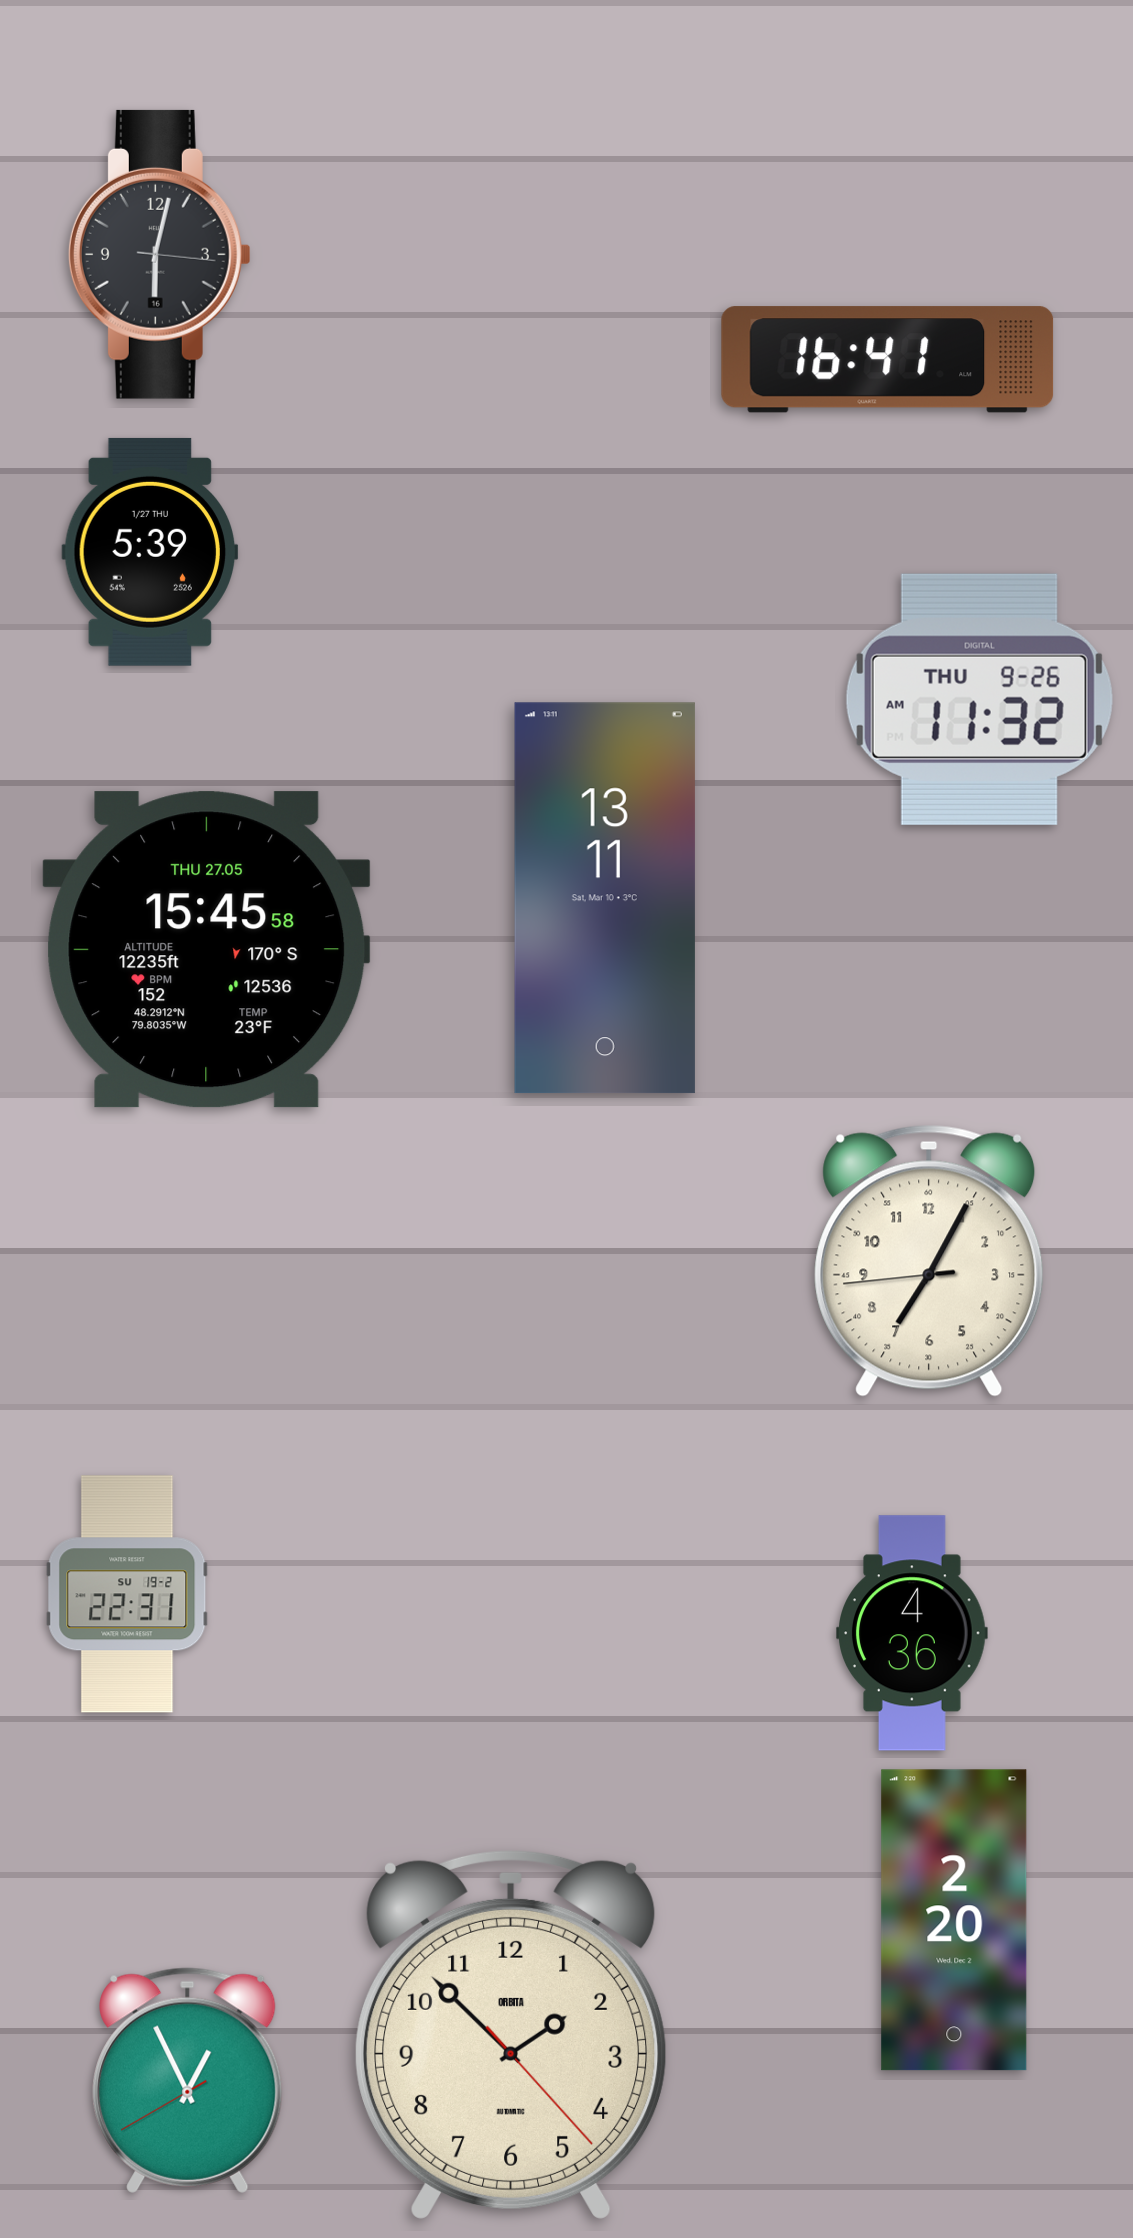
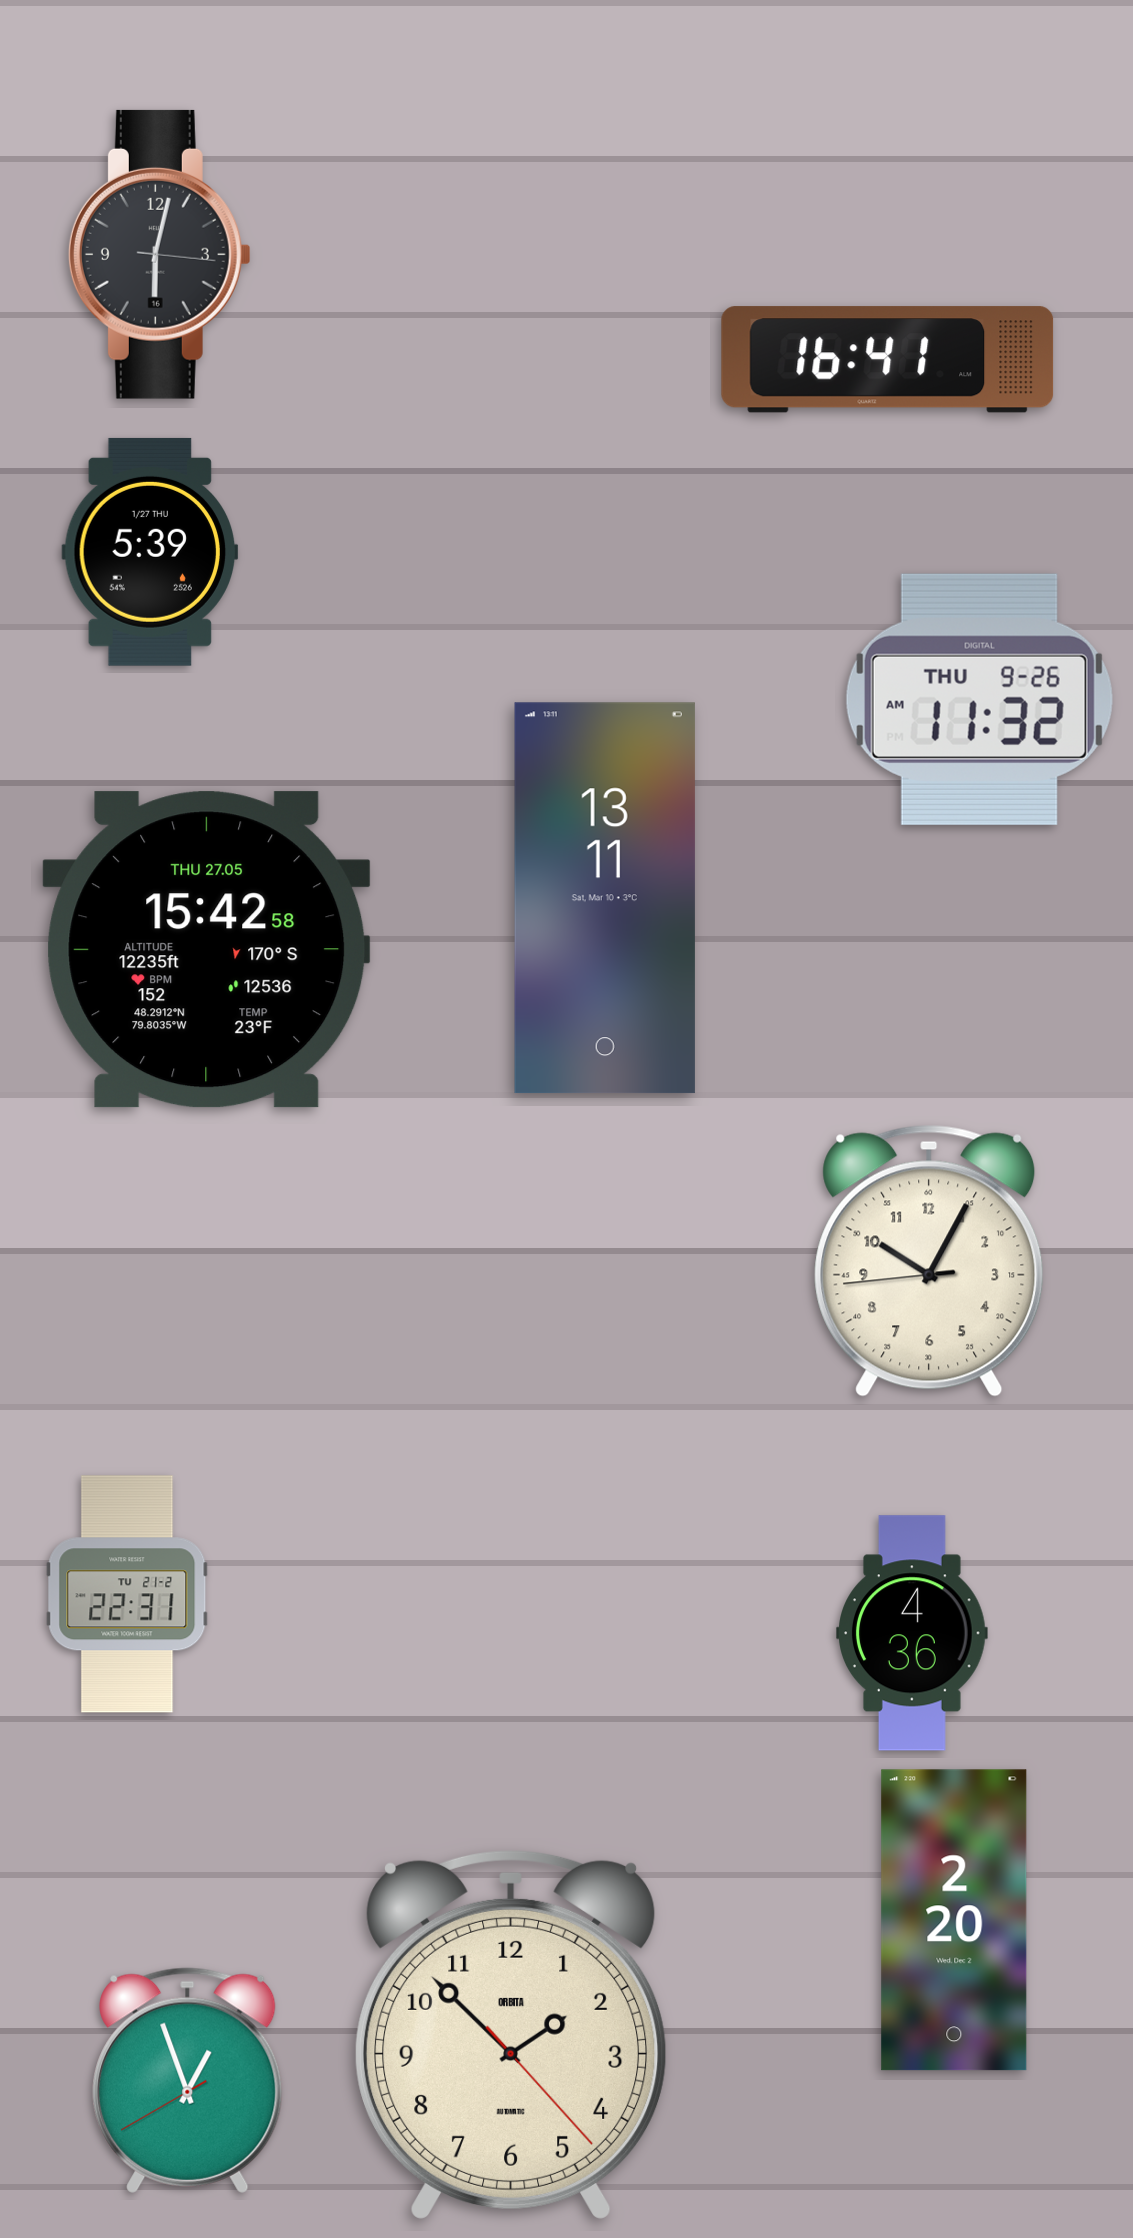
clock at (207, 950): 15:45 -> 15:42
clock at (929, 1261): 7:04 -> 10:04
clock at (127, 1594) date: SU 19-2 -> TU 21-2
clock at (188, 2080): 12:55 -> 12:56
